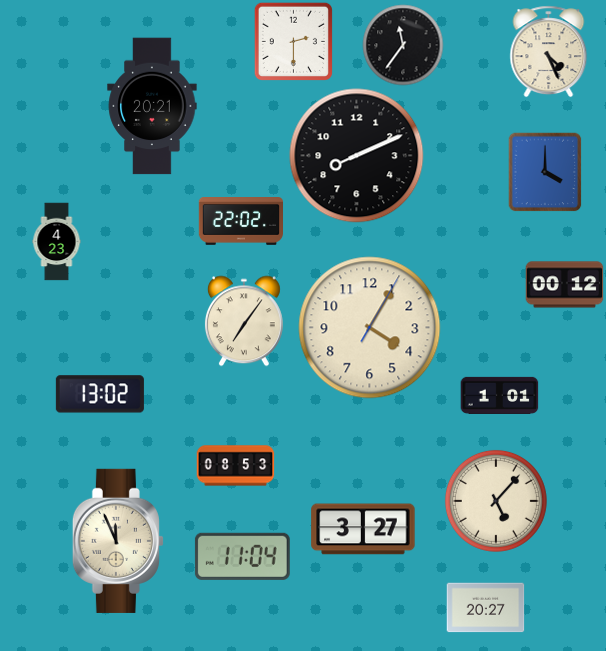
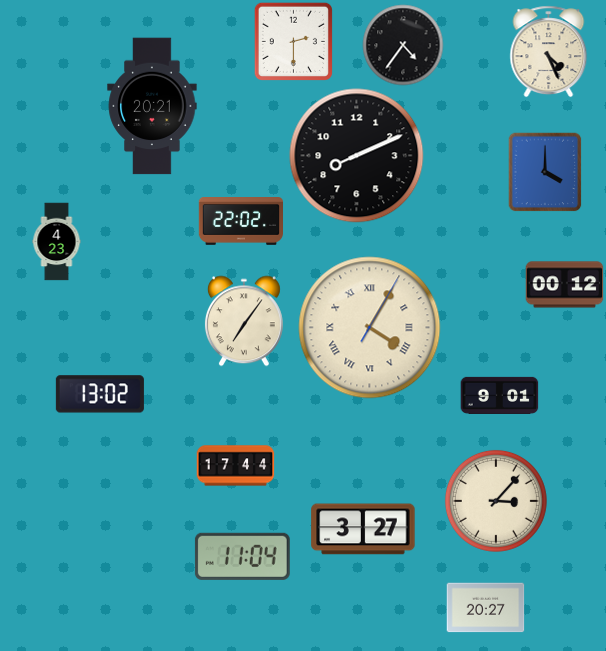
clock at (403, 45): 11:36 -> 4:36
clock at (370, 328) numerals: Arabic -> Roman
clock at (499, 395): 1:01 -> 9:01
clock at (235, 466): 08:53 -> 17:44
clock at (496, 501): 5:07 -> 3:07
clock at (118, 541): 11:56 -> none
